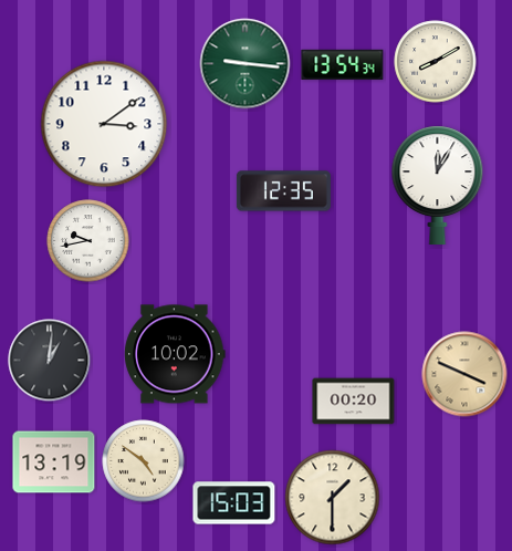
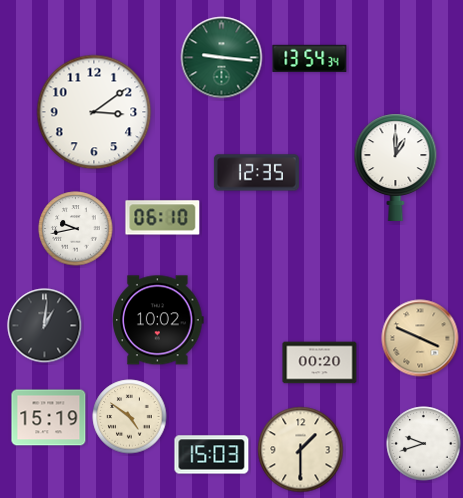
clock at (436, 62): 8:10 -> none
clock at (438, 185): 12:05 -> 1:00
clock at (88, 241) position: (88, 241) -> (76, 229)
clock at (163, 218): none -> 06:10
clock at (54, 462): 13:19 -> 15:19
clock at (424, 444): none -> 9:42
